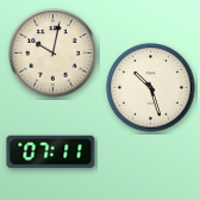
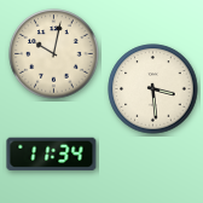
clock at (151, 88): 10:27 -> 3:29
clock at (51, 152): 07:11 -> 11:34
